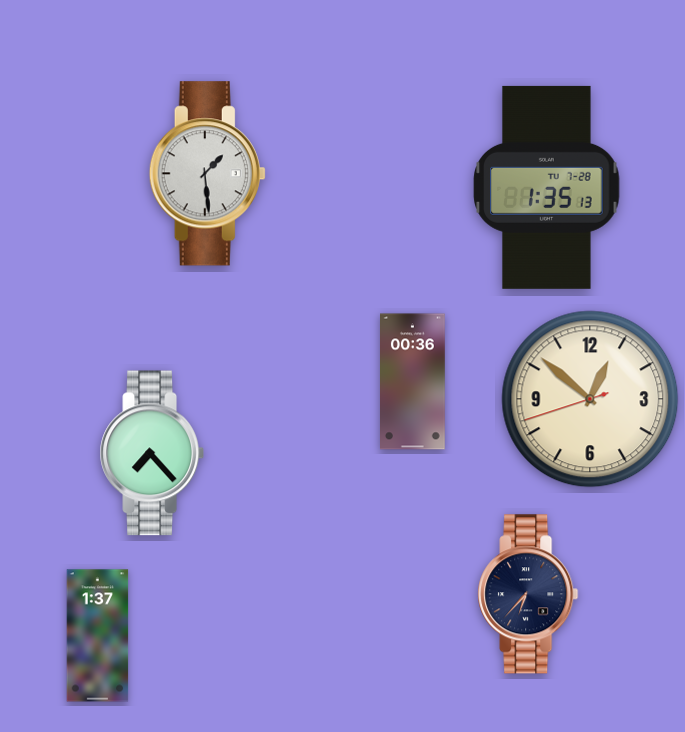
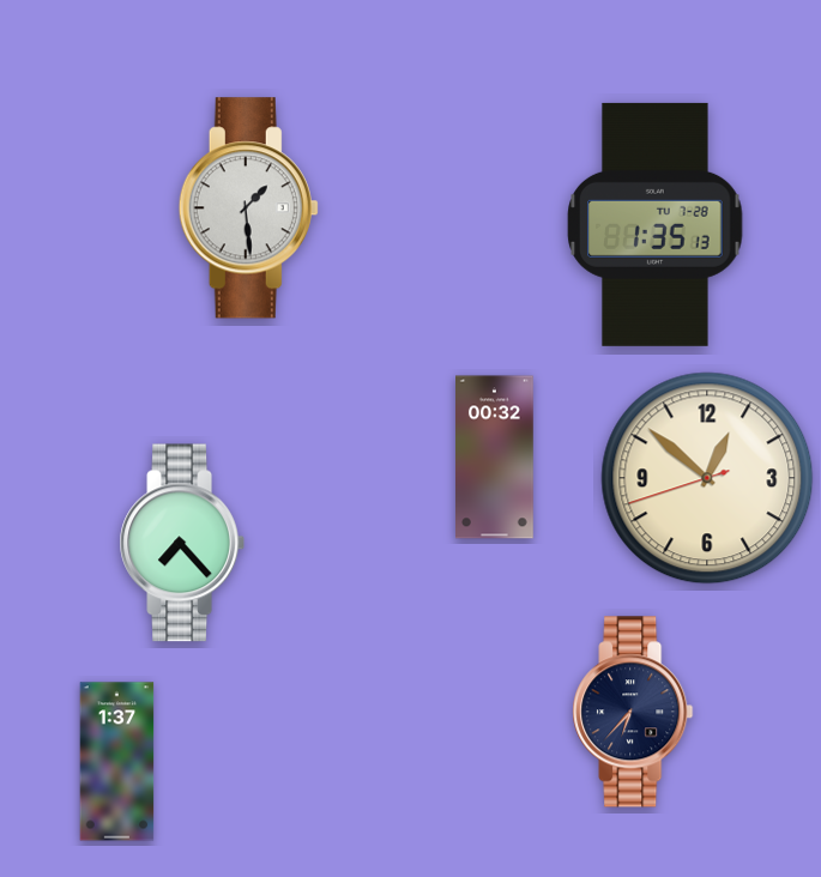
clock at (413, 382): 00:36 -> 00:32
